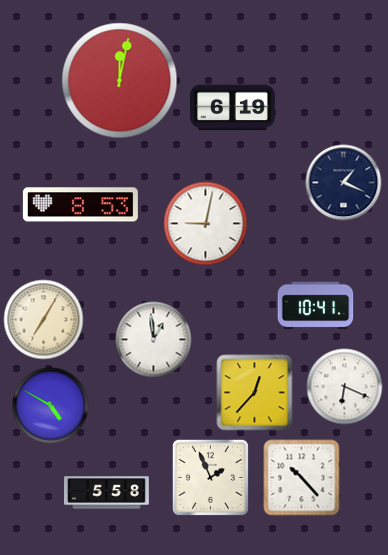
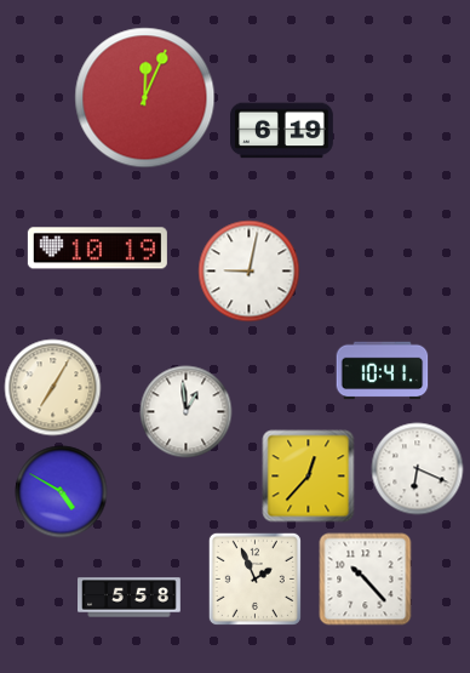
clock at (120, 81): 12:02 -> 12:04
clock at (344, 183): 1:19 -> none
clock at (80, 205): 8:53 -> 10:19
